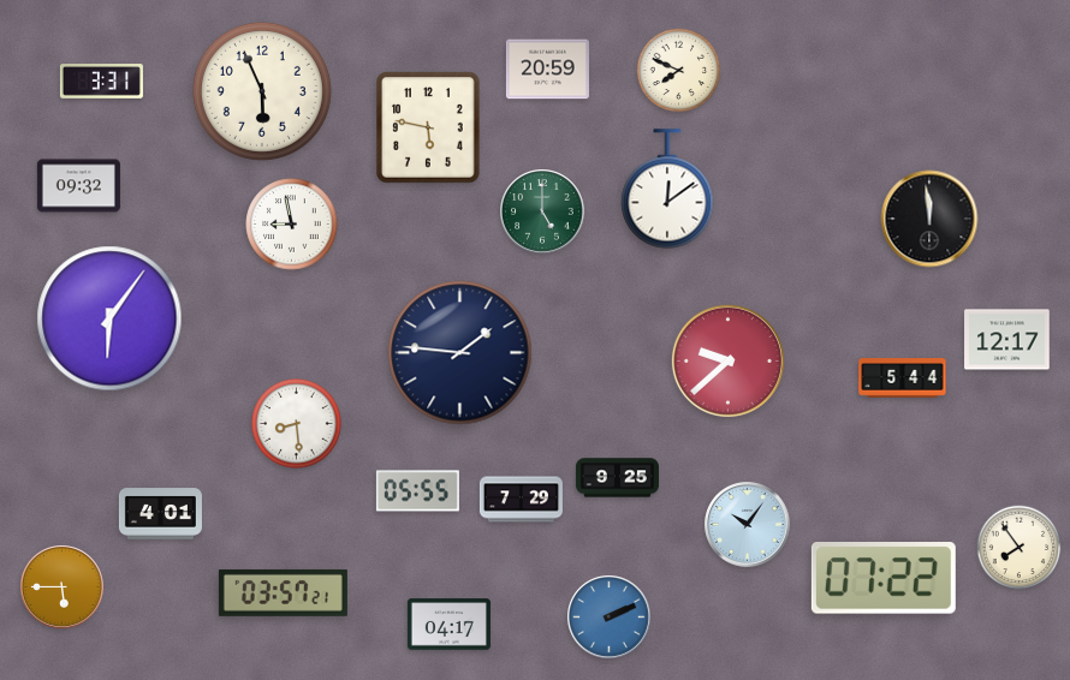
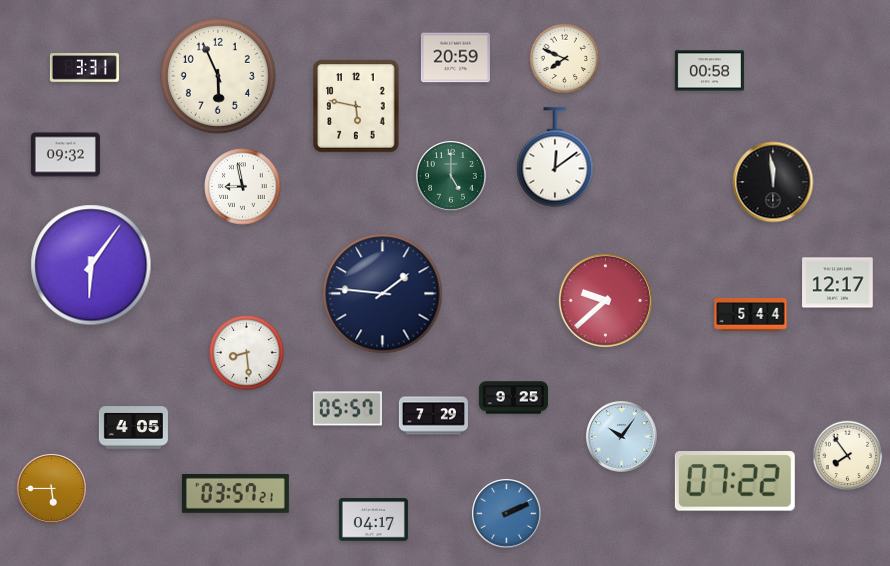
clock at (709, 71): none -> 00:58
clock at (417, 491): 05:55 -> 05:57
clock at (160, 514): 4:01 -> 4:05
